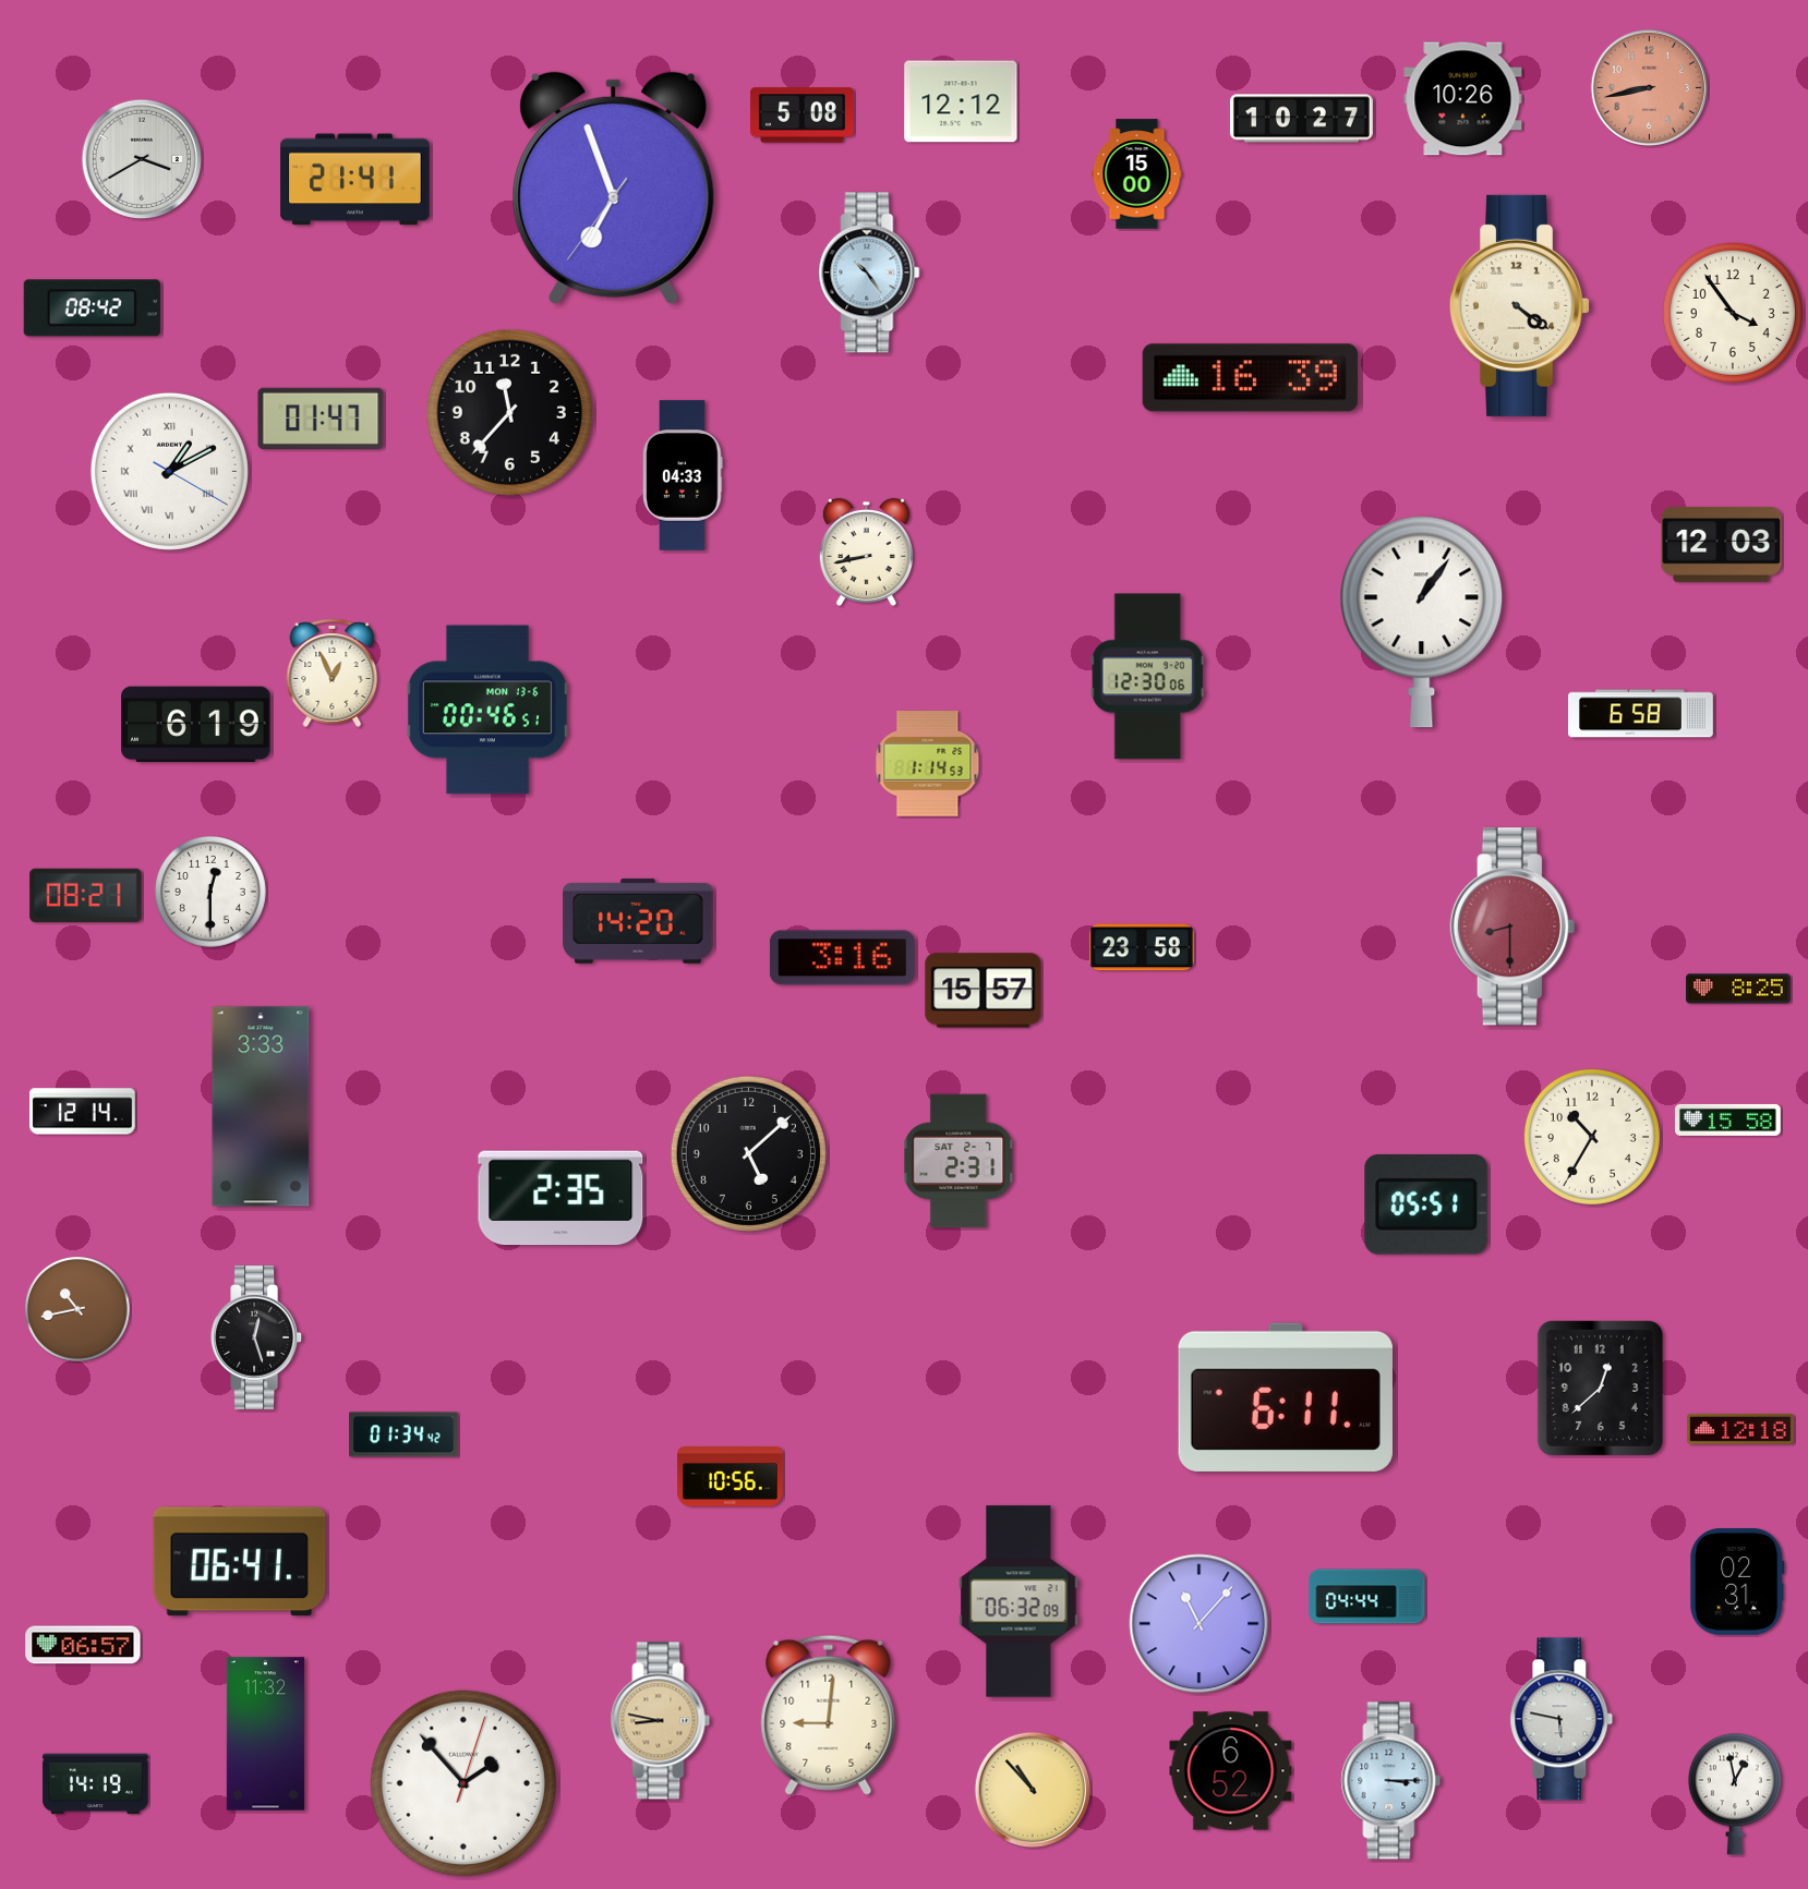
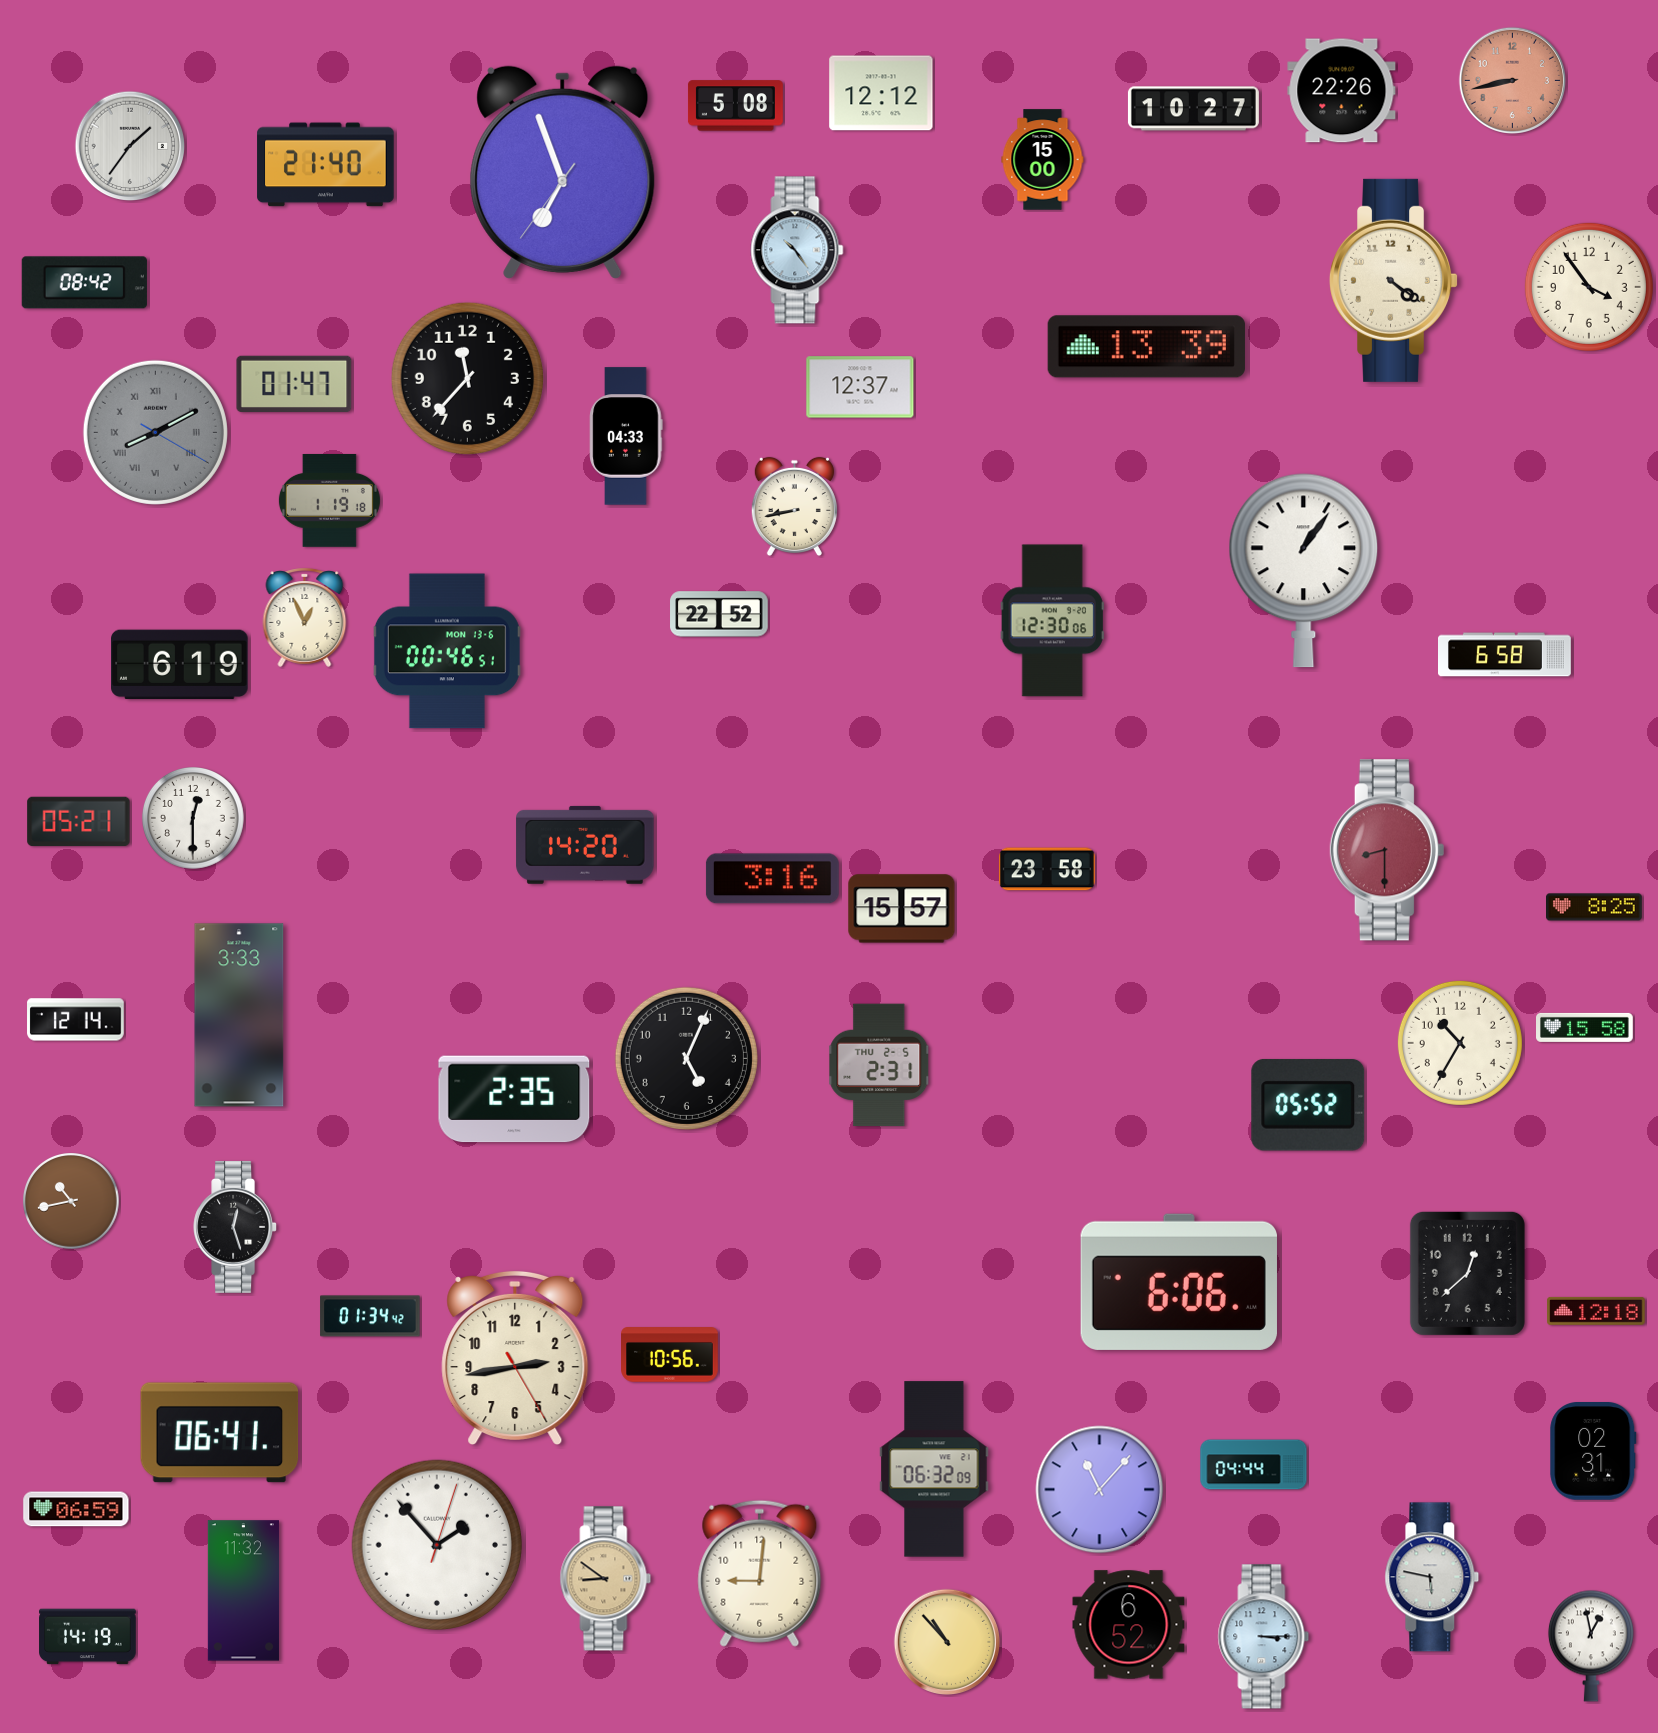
clock at (1463, 99): 10:26 -> 22:26
clock at (142, 159): 3:40 -> 1:36
clock at (355, 180): 21:41 -> 21:40
clock at (1250, 378): 16:39 -> 13:39
clock at (860, 387): none -> 12:37
clock at (169, 471): 1:10 -> 8:10
clock at (169, 471) dial: white -> grey
clock at (1722, 544): 12:03 -> none
clock at (329, 500): none -> 1:19
clock at (719, 614): none -> 22:52
clock at (928, 764): 1:14 -> none
clock at (86, 896): 08:21 -> 05:21
clock at (748, 1153): 5:08 -> 5:04
clock at (959, 1161) date: SAT 2-7 -> THU 2-5
clock at (1426, 1204): 05:51 -> 05:52
clock at (1286, 1397): 6:11 -> 6:06
clock at (515, 1357): none -> 2:43
clock at (83, 1645): 06:57 -> 06:59
clock at (661, 1721): 8:47 -> 8:51
clock at (1391, 1781) position: (1391, 1781) -> (1264, 1637)
clock at (462, 1782) position: (462, 1782) -> (436, 1544)
